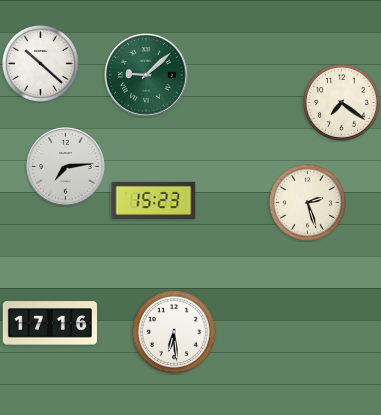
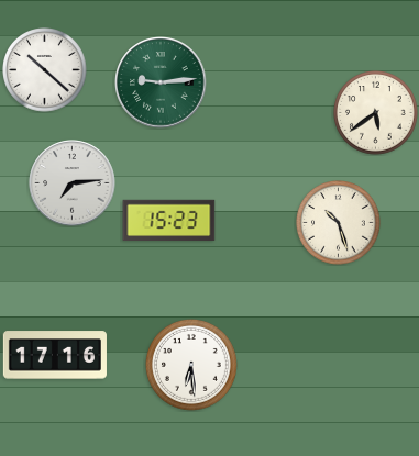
clock at (146, 75): 9:08 -> 9:14
clock at (342, 103): 7:21 -> 5:39
clock at (308, 203): 2:27 -> 10:27
